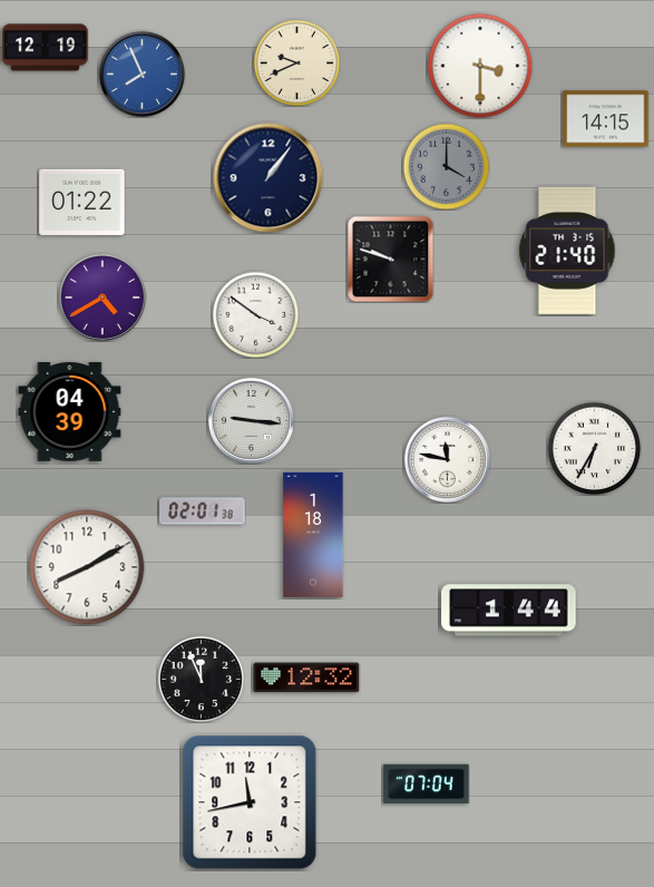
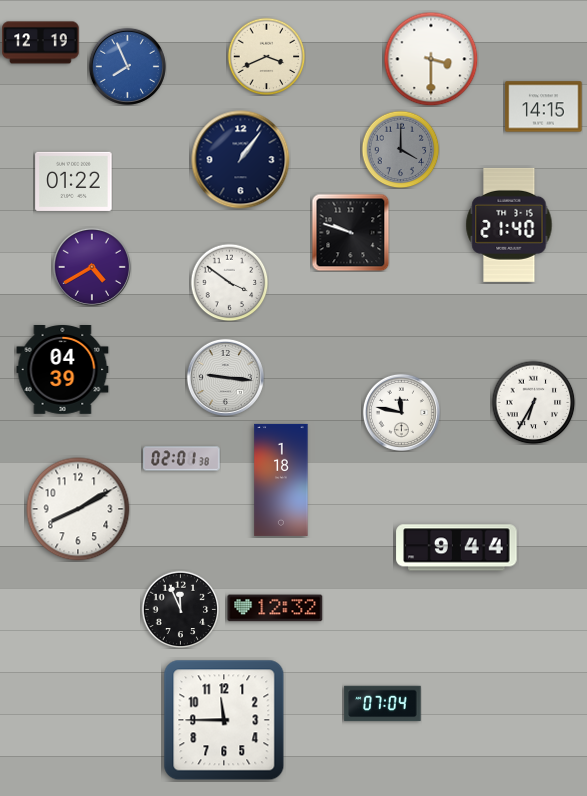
clock at (296, 62): 9:41 -> 3:41
clock at (509, 611): 1:44 -> 9:44
clock at (250, 802): 11:43 -> 11:45
